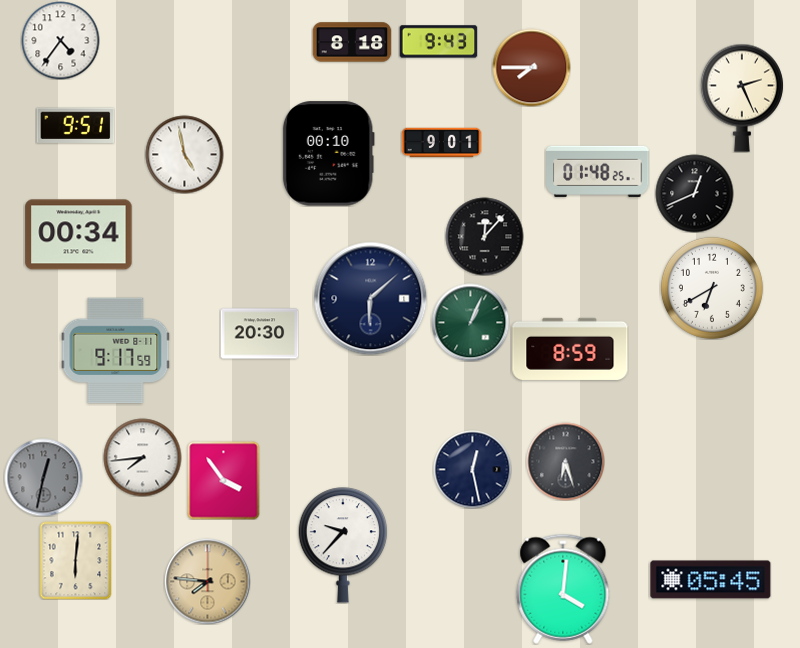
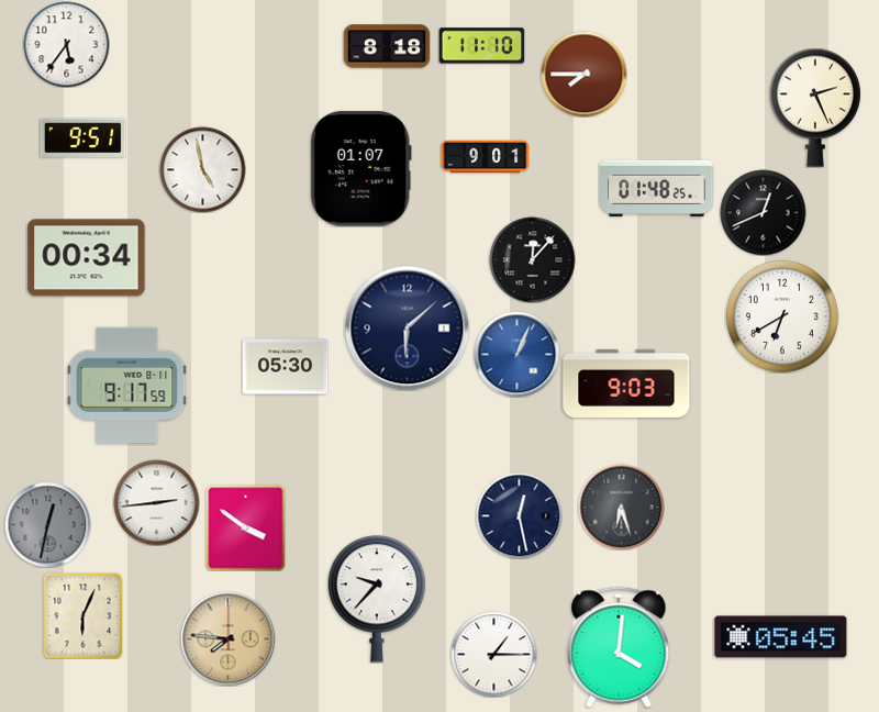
clock at (60, 40): 4:36 -> 5:36
clock at (438, 42): 9:43 -> 11:10
clock at (328, 154): 00:10 -> 01:07
clock at (470, 322) dial: green -> blue
clock at (259, 334): 20:30 -> 05:30
clock at (570, 349): 8:59 -> 9:03
clock at (142, 457): 7:44 -> 2:44
clock at (224, 480): 3:54 -> 3:51
clock at (76, 560): 6:01 -> 6:04
clock at (493, 654): none -> 1:15
